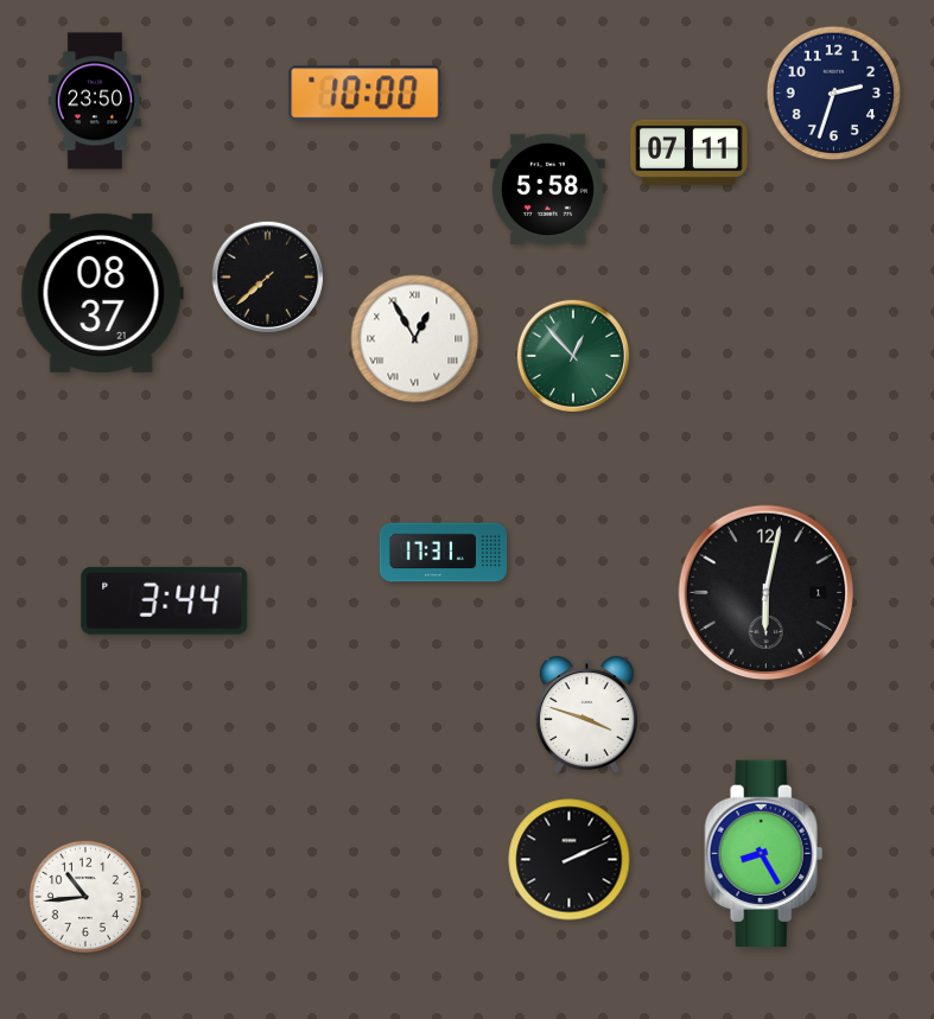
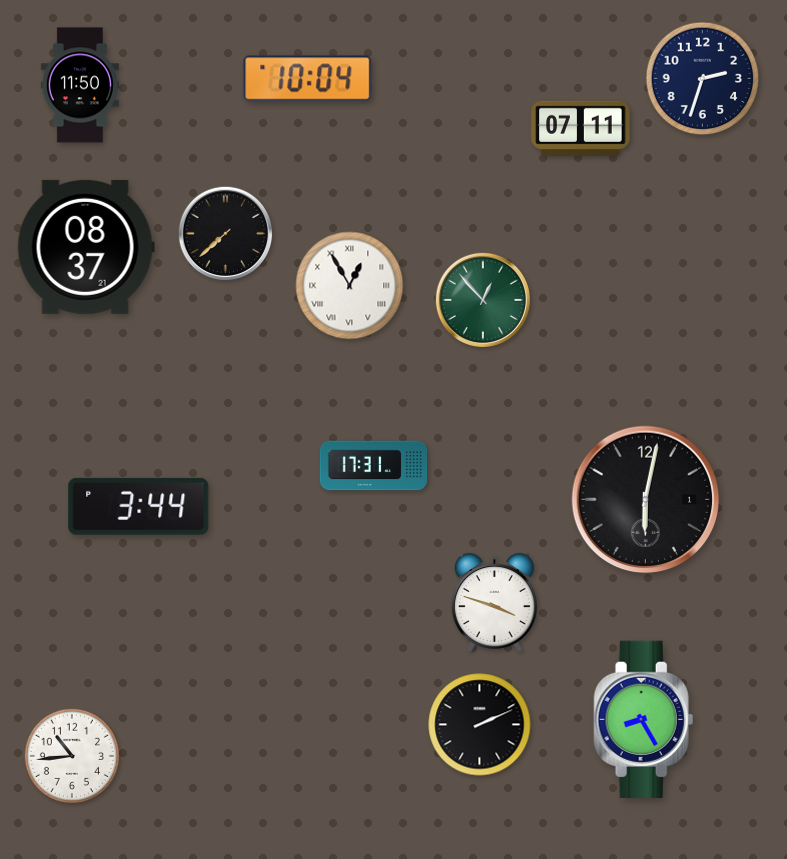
clock at (366, 94): 10:00 -> 10:04
clock at (95, 101): 23:50 -> 11:50
clock at (547, 189): 5:58 -> none
